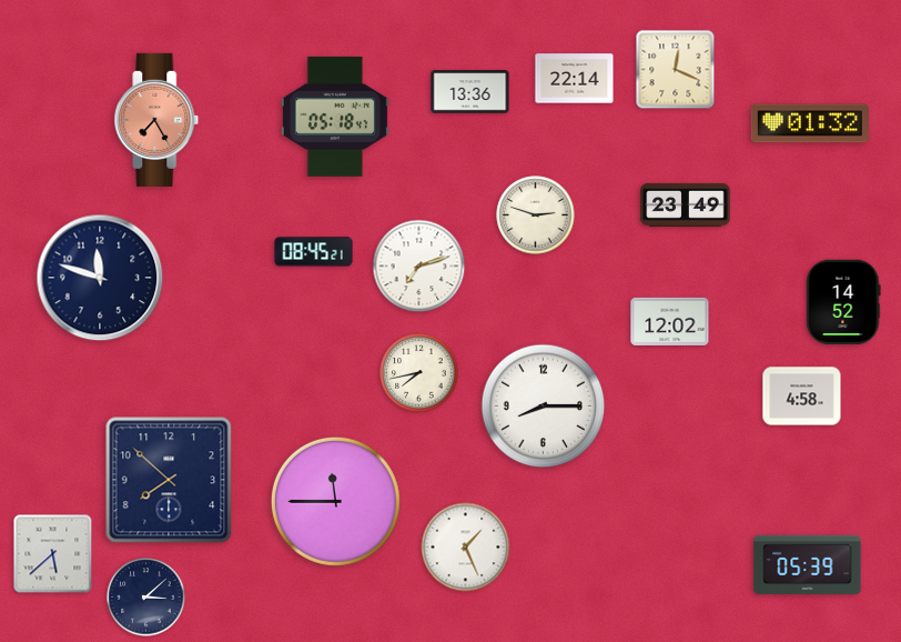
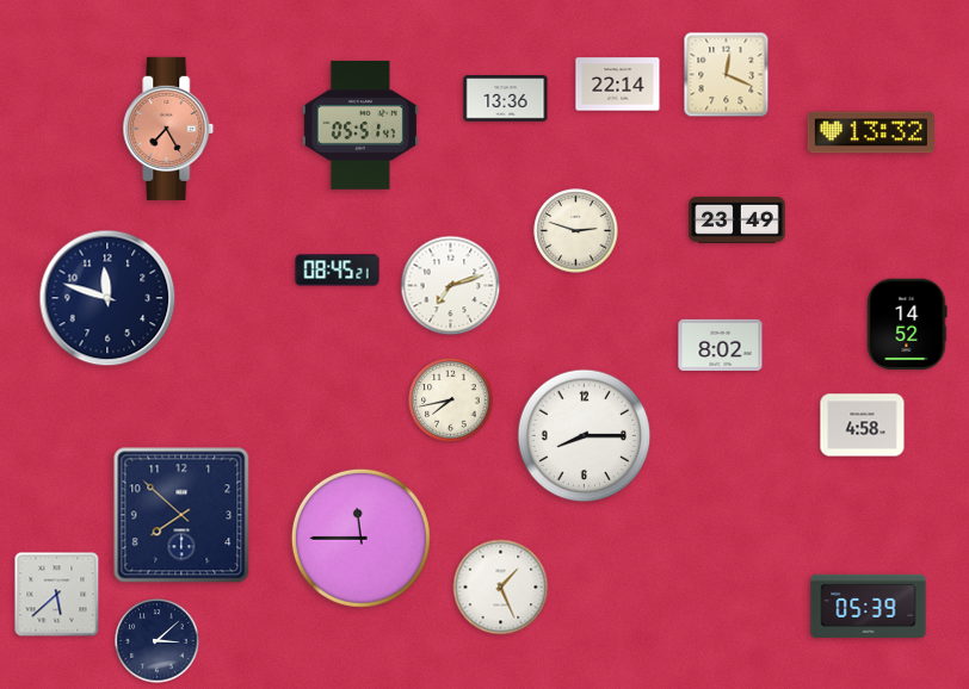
clock at (335, 117): 05:18 -> 05:51
clock at (810, 123): 01:32 -> 13:32
clock at (670, 321): 12:02 -> 8:02
